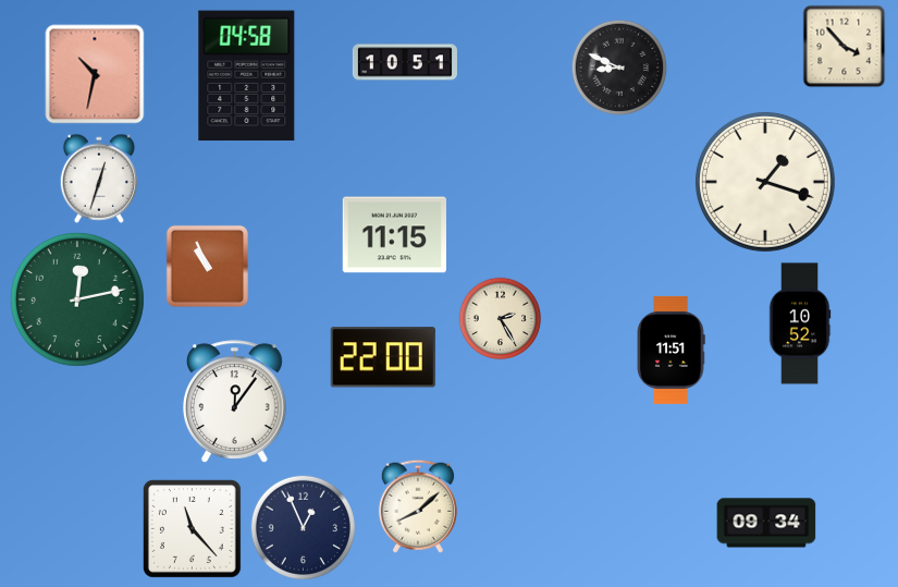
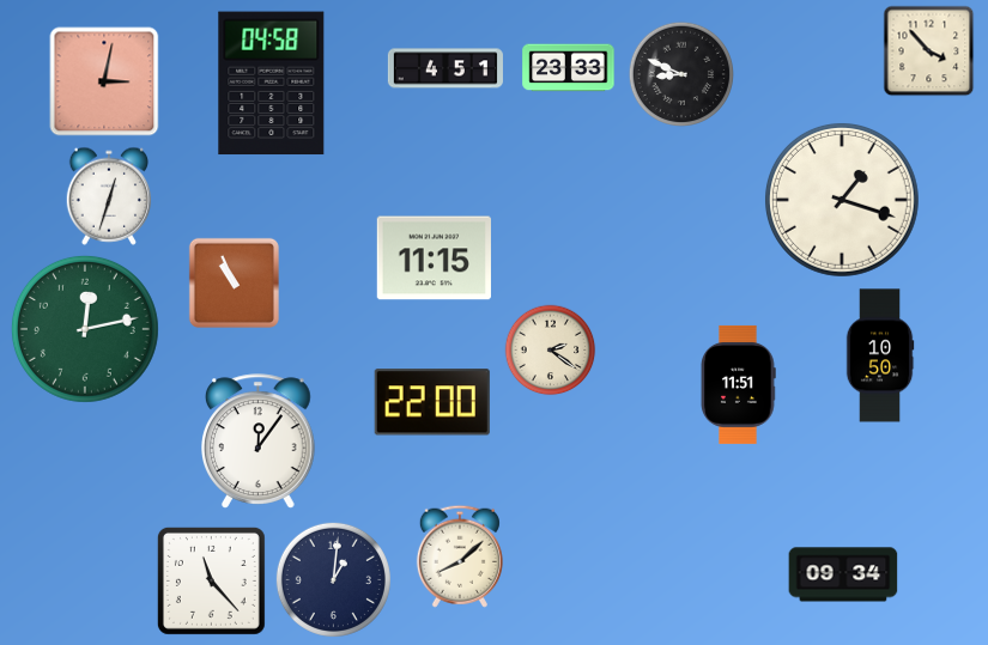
clock at (405, 62): 10:51 -> 4:51
clock at (569, 68): none -> 23:33
clock at (95, 74): 10:32 -> 3:02
clock at (207, 266) position: (207, 266) -> (234, 282)
clock at (501, 319): 2:25 -> 2:21
clock at (800, 323): 10:52 -> 10:50
clock at (383, 357) position: (383, 357) -> (432, 402)
clock at (303, 527): 12:56 -> 1:01
